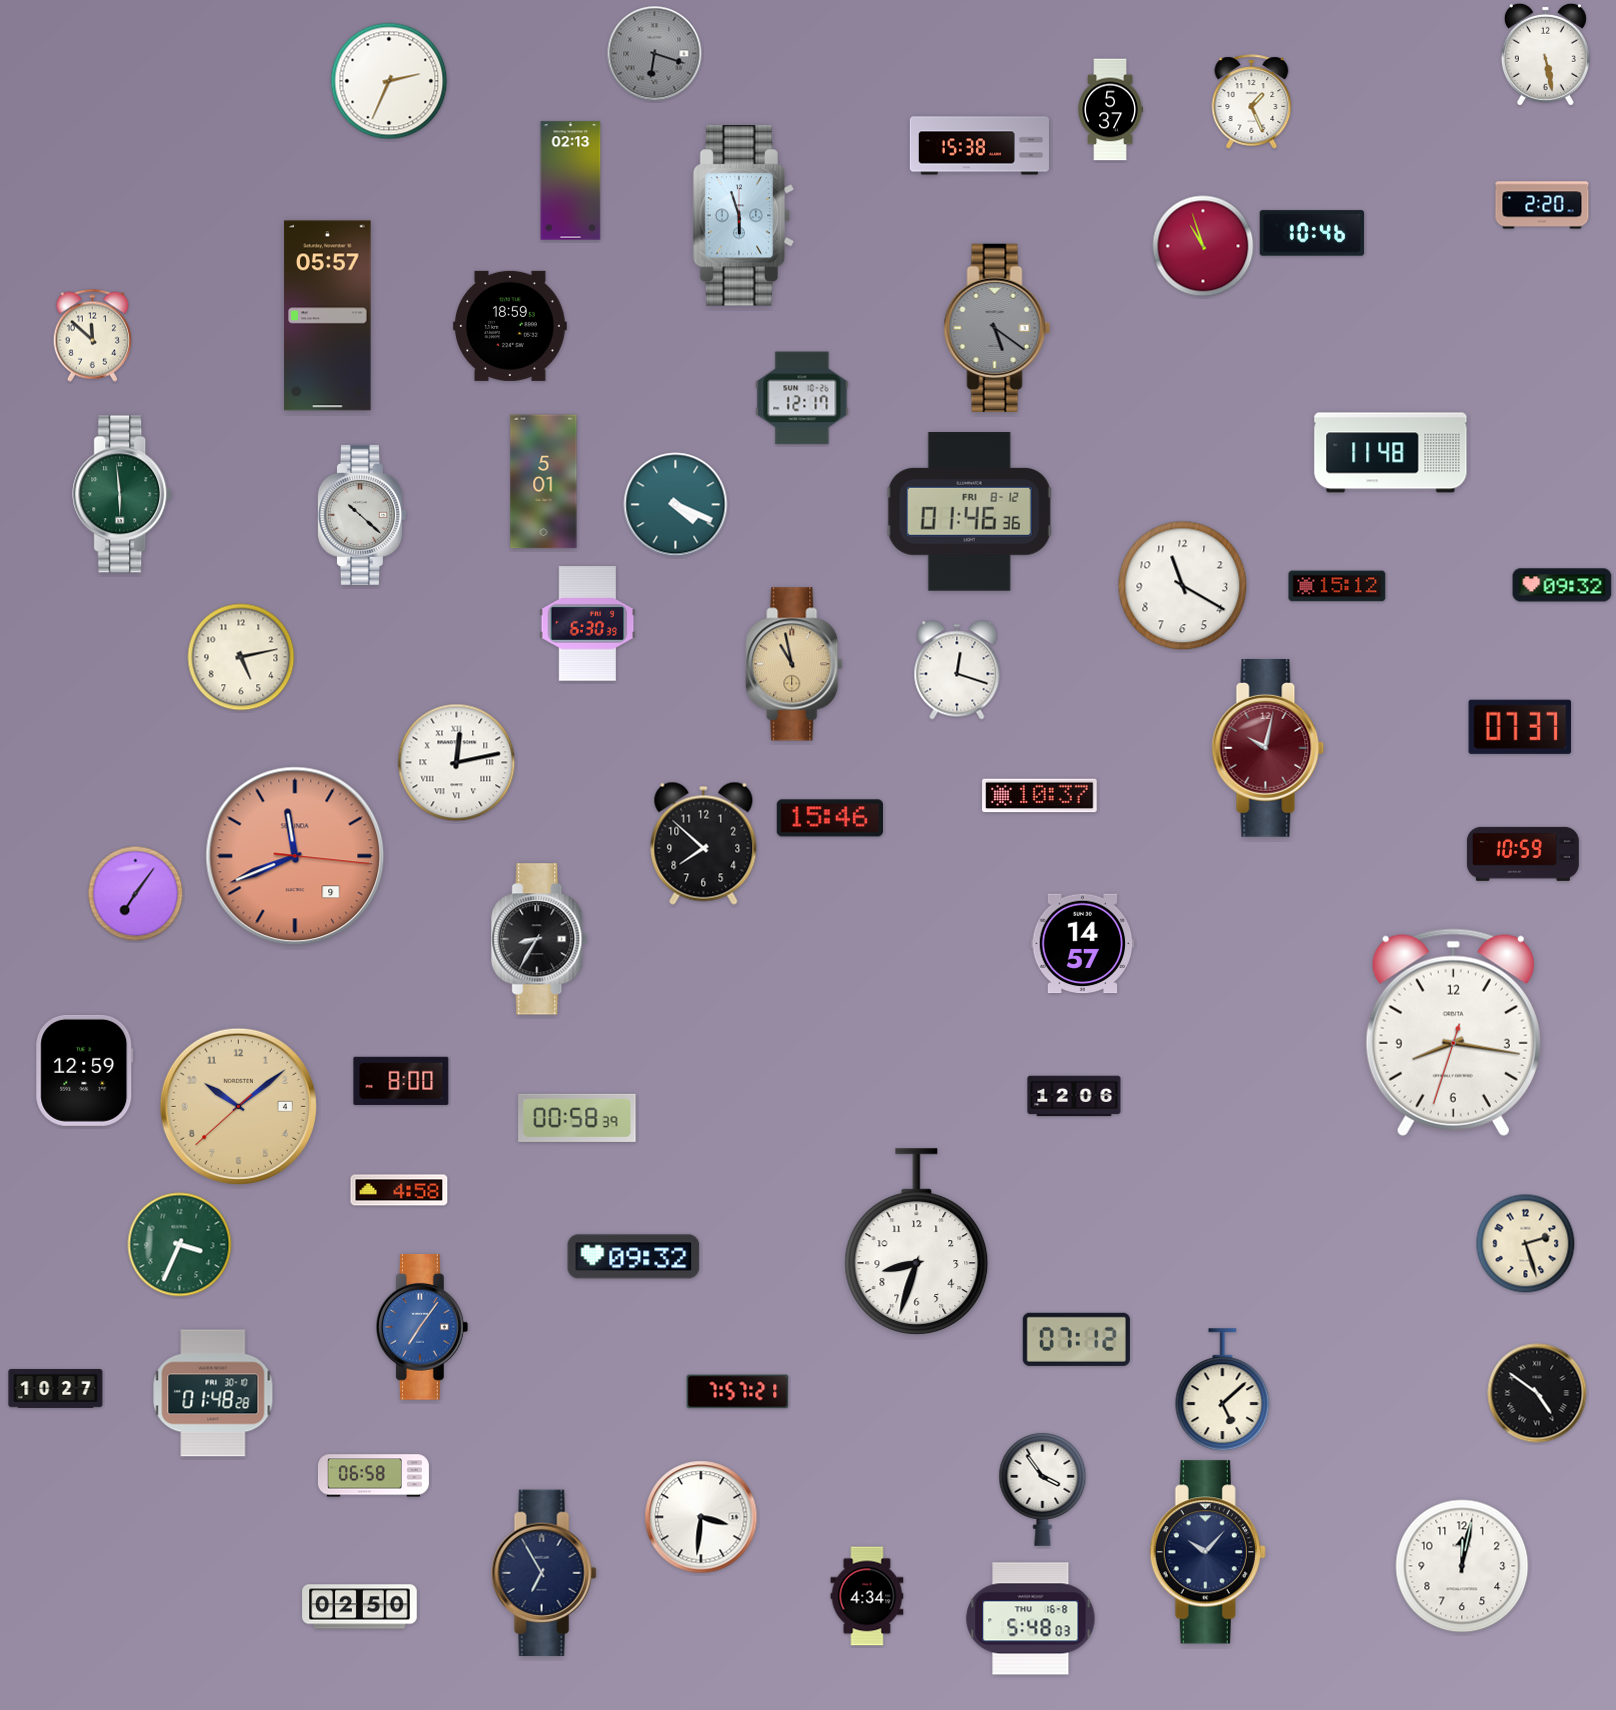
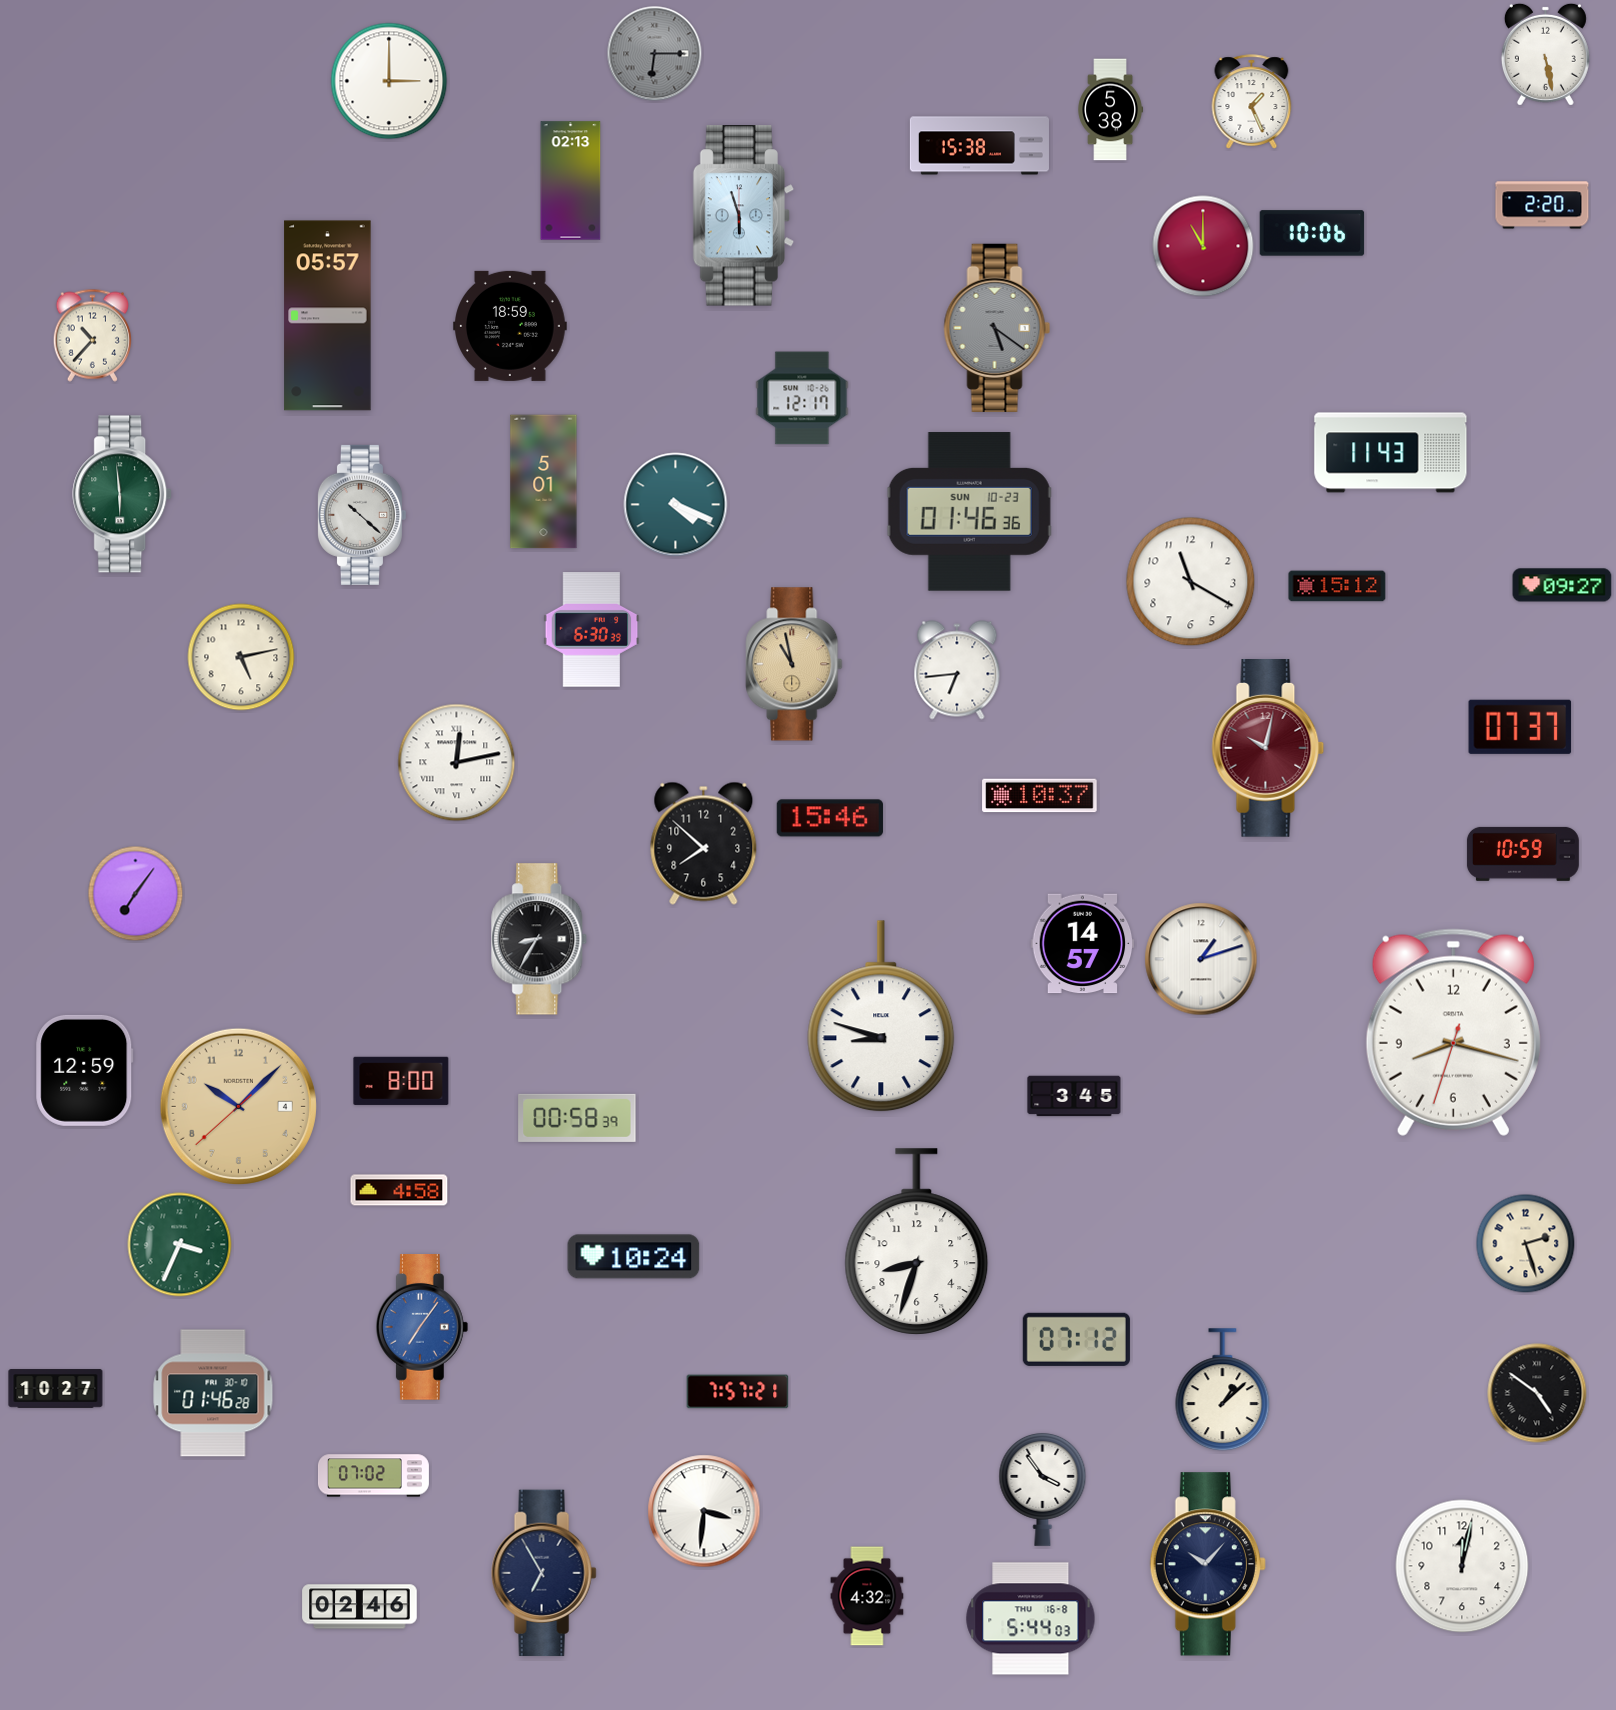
clock at (655, 54): 6:18 -> 6:15
clock at (389, 81): 2:34 -> 3:00
clock at (1110, 110): 5:37 -> 5:38
clock at (1312, 233): 10:46 -> 10:06
clock at (1203, 246): 10:57 -> 11:00
clock at (92, 335): 11:52 -> 10:37
clock at (1391, 453): 11:48 -> 11:43
clock at (969, 512) date: FRI 8-12 -> SUN 10-23
clock at (1562, 585): 09:32 -> 09:27
clock at (1183, 586) position: (1183, 586) -> (1191, 582)
clock at (588, 624) position: (588, 624) -> (592, 630)
clock at (957, 670): 12:18 -> 6:44
clock at (295, 856): 11:41 -> none
clock at (1201, 959): none -> 1:12
clock at (881, 1017): none -> 8:48
clock at (1453, 1032): 8:16 -> 8:17
clock at (1074, 1096): 12:06 -> 3:45
clock at (238, 1106): 10:08 -> 10:07
clock at (634, 1257): 09:32 -> 10:24
clock at (1223, 1390): 5:08 -> 1:08
clock at (213, 1393): 01:48 -> 01:46
clock at (373, 1476): 06:58 -> 07:02
clock at (701, 1517) position: (701, 1517) -> (704, 1511)
clock at (1208, 1552) position: (1208, 1552) -> (1208, 1564)
clock at (867, 1596): 4:34 -> 4:32
clock at (360, 1607): 02:50 -> 02:46
clock at (1031, 1619): 5:48 -> 5:44
